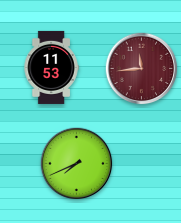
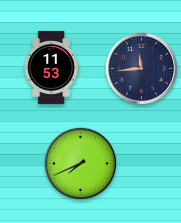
clock at (142, 69) dial: burgundy -> navy
clock at (77, 164) position: (77, 164) -> (81, 164)
